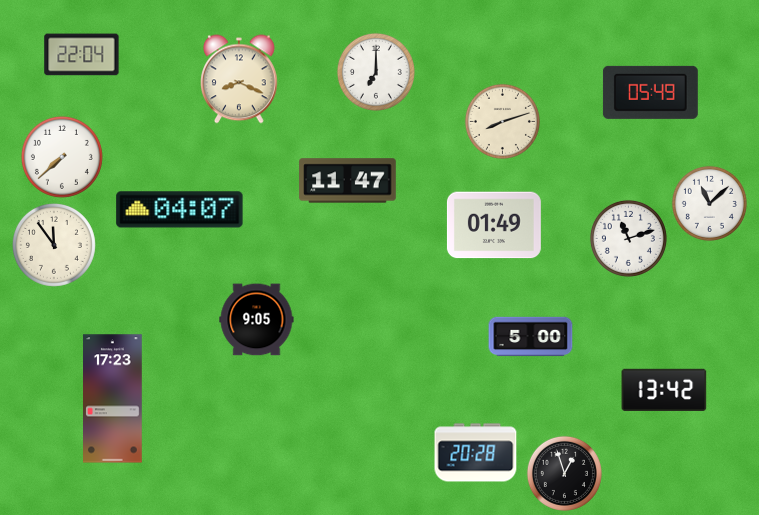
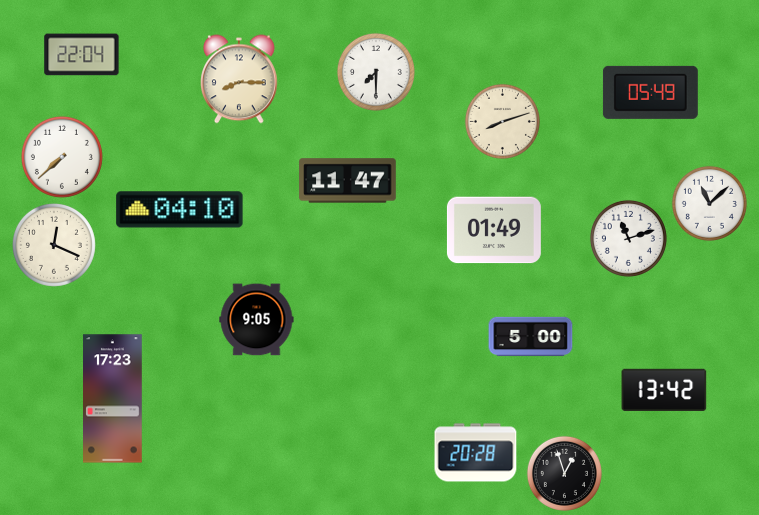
clock at (376, 72): 7:00 -> 7:30
clock at (240, 79): 8:19 -> 8:15
clock at (180, 210): 04:07 -> 04:10
clock at (494, 225) position: (494, 225) -> (494, 230)
clock at (54, 245): 11:54 -> 12:19
